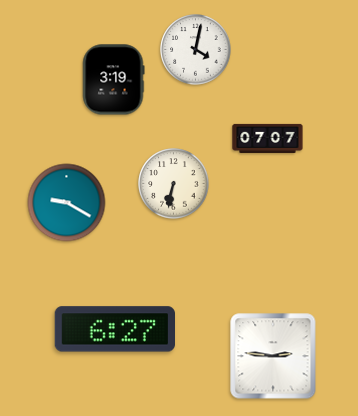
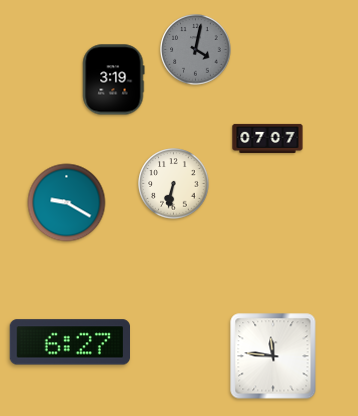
clock at (196, 50) dial: white -> grey
clock at (114, 329) position: (114, 329) -> (69, 342)
clock at (273, 356): 2:46 -> 11:46
